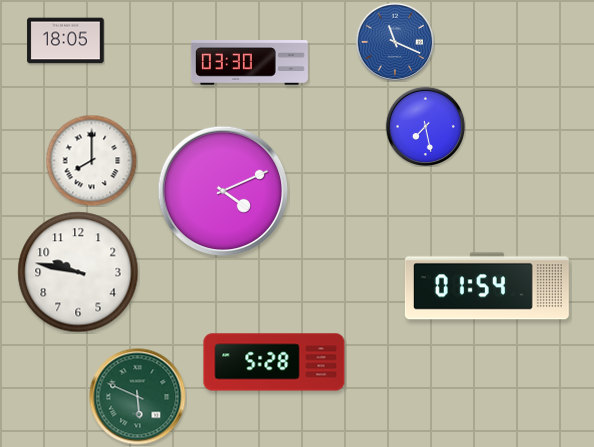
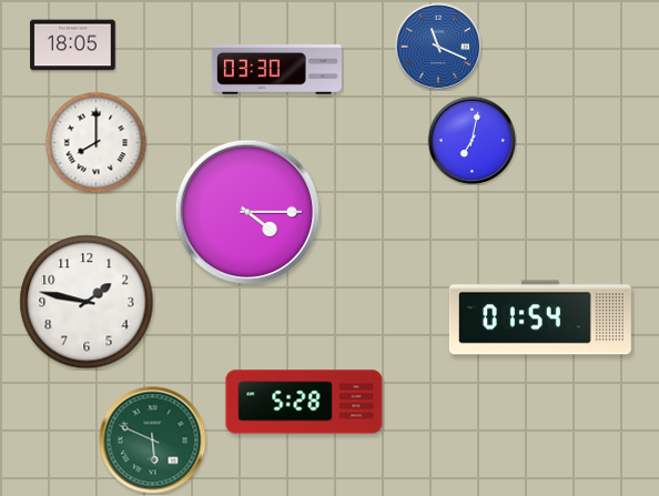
clock at (425, 126): 7:28 -> 7:02
clock at (91, 160) position: (91, 160) -> (95, 142)
clock at (223, 191): 4:11 -> 4:15
clock at (78, 272): 9:47 -> 1:47
